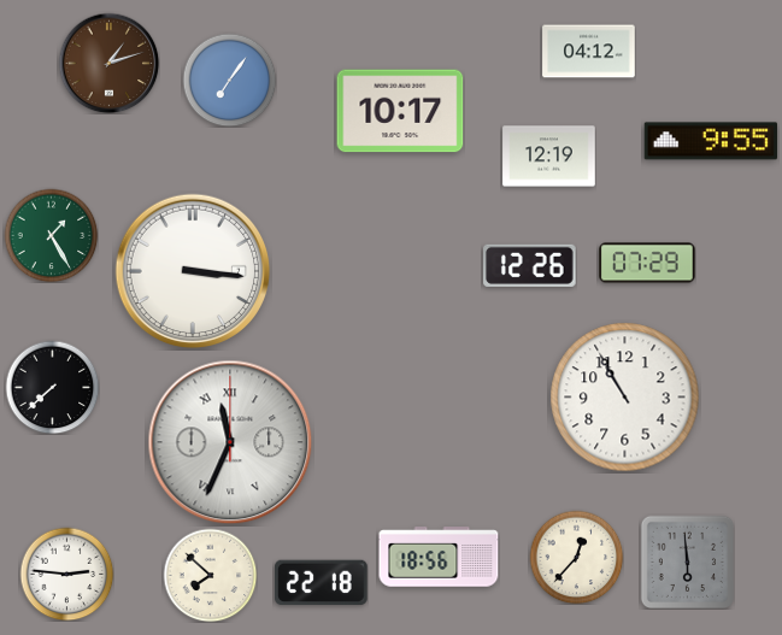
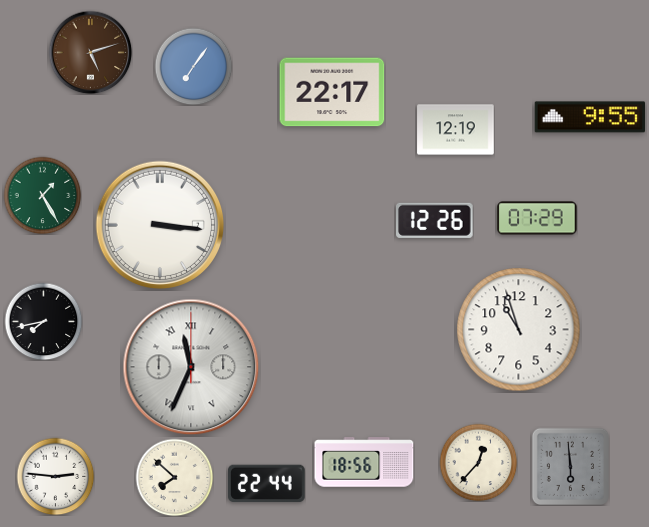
clock at (589, 52): 04:12 -> none
clock at (108, 63): 1:12 -> 5:12
clock at (229, 80) position: (229, 80) -> (193, 66)
clock at (400, 111): 10:17 -> 22:17
clock at (530, 265) position: (530, 265) -> (435, 220)
clock at (52, 387): 7:38 -> 7:43
clock at (625, 398): 10:55 -> 10:57
clock at (322, 583): 22:18 -> 22:44
